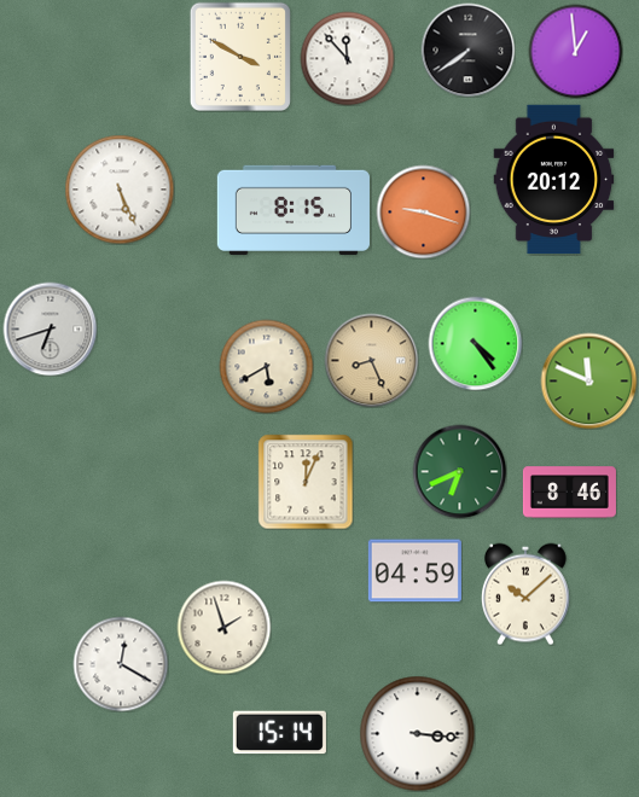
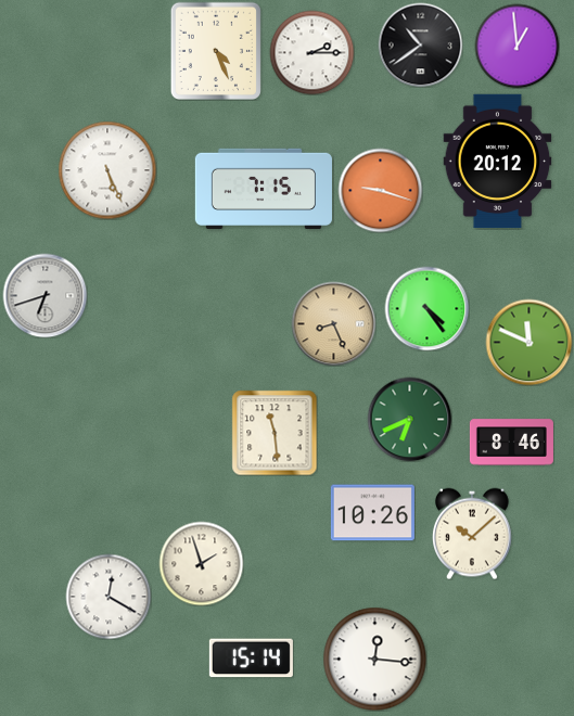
clock at (467, 50): 7:39 -> 10:39
clock at (240, 56): 3:50 -> 4:26
clock at (347, 58): 11:53 -> 2:15
clock at (294, 210): 8:15 -> 7:15
clock at (266, 366): 5:40 -> none
clock at (459, 471) position: (459, 471) -> (409, 419)
clock at (306, 482): 12:04 -> 11:29
clock at (414, 571): 04:59 -> 10:26
clock at (417, 733): 3:16 -> 12:16
